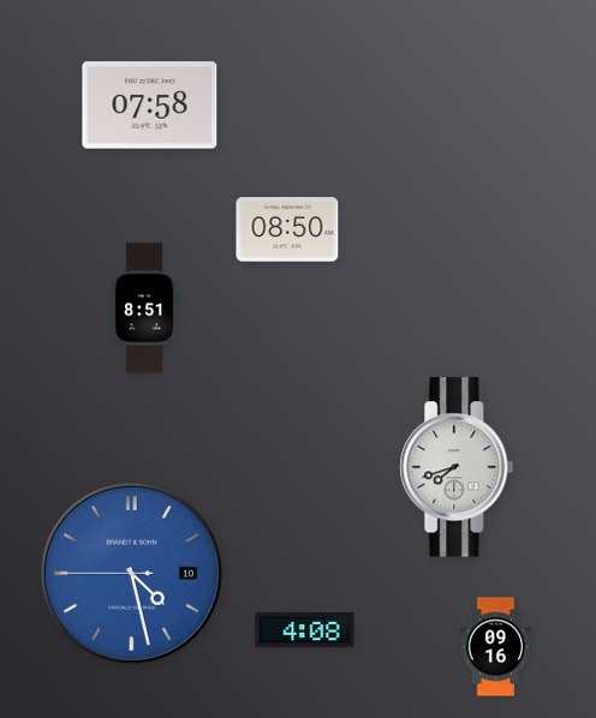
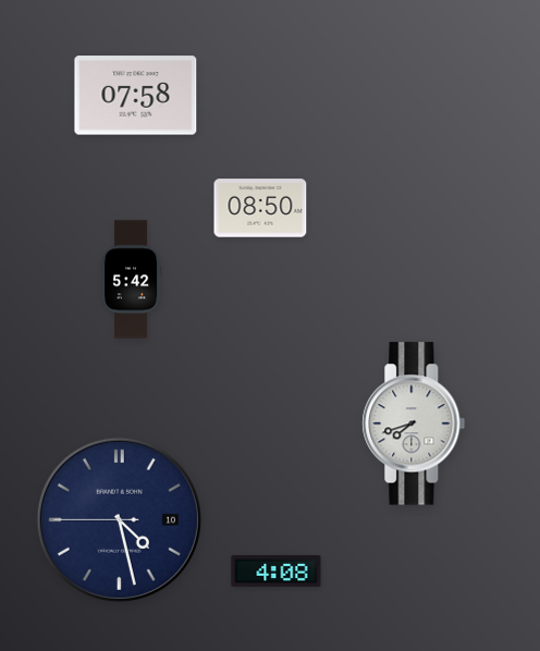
clock at (145, 309): 8:51 -> 5:42
clock at (131, 573) dial: blue -> navy
clock at (496, 647): 09:16 -> none
